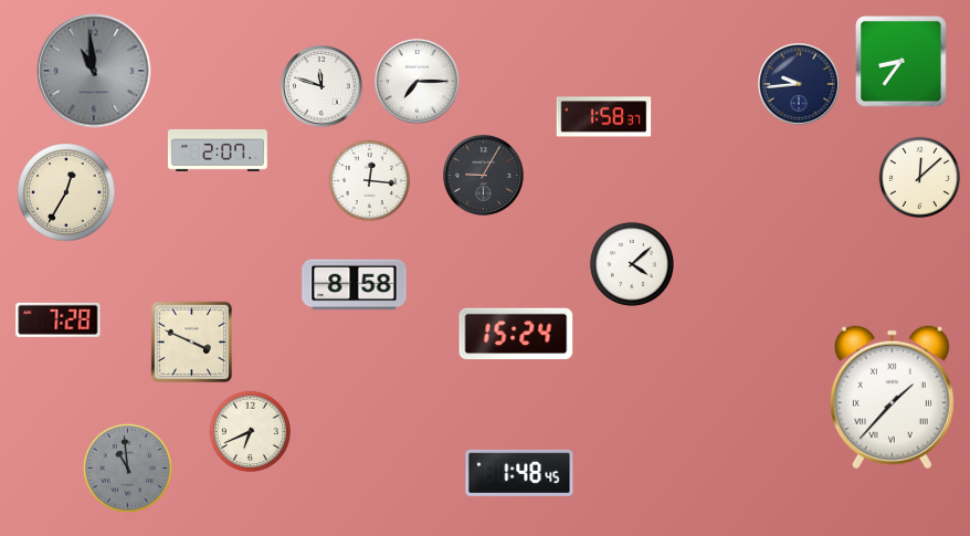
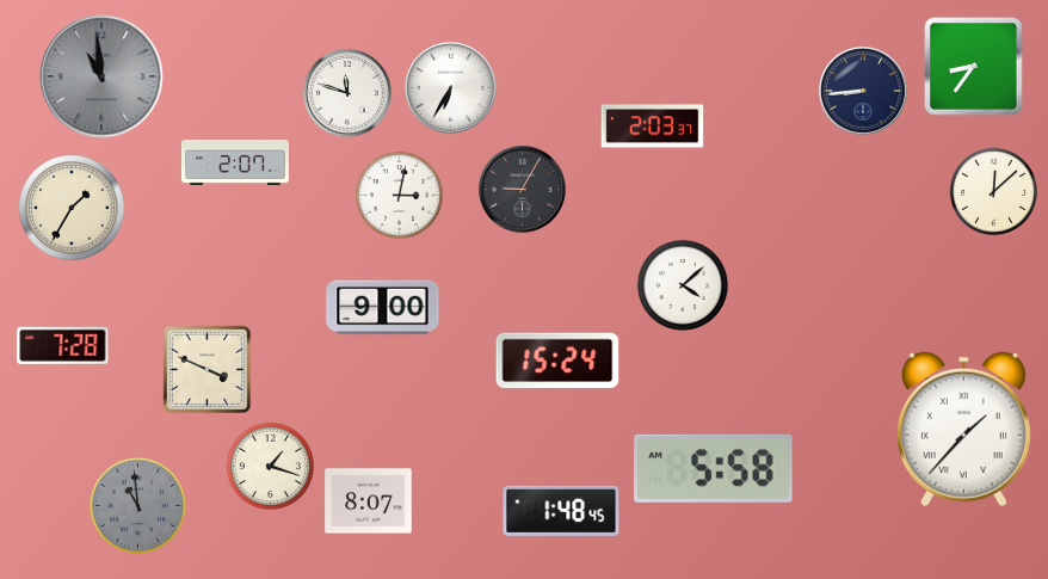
clock at (418, 82): 7:15 -> 6:35
clock at (799, 84): 9:44 -> 8:44
clock at (604, 117): 1:58 -> 2:03
clock at (369, 180): 12:16 -> 3:02
clock at (66, 192): 12:35 -> 1:35
clock at (355, 285): 8:58 -> 9:00
clock at (250, 431): 6:41 -> 1:18
clock at (714, 468): none -> 5:58
clock at (369, 501): none -> 8:07
